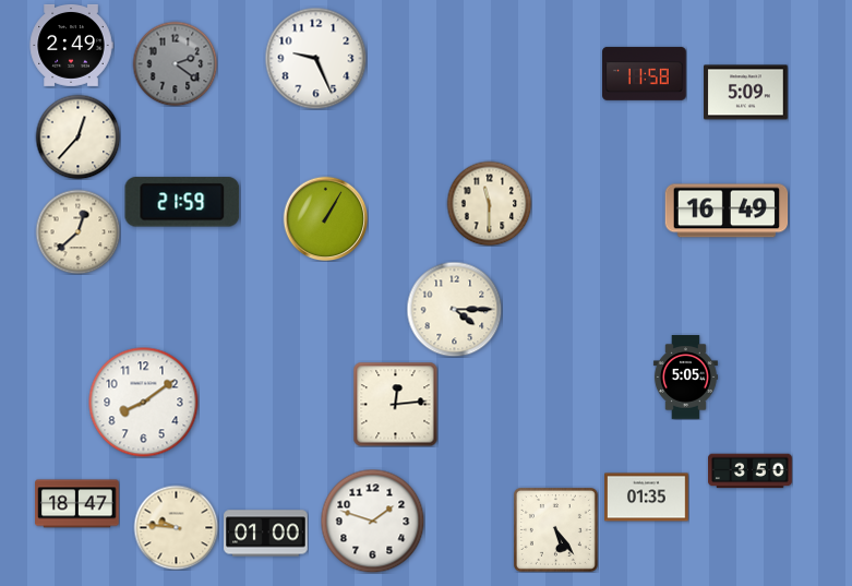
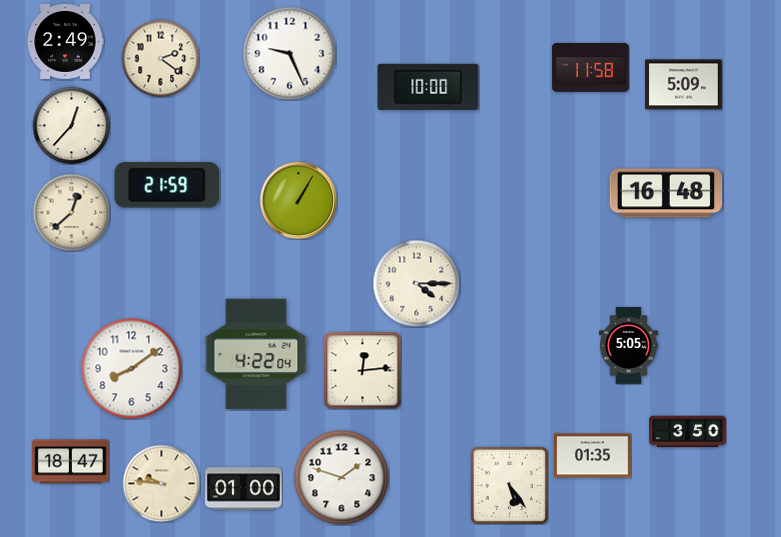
clock at (175, 63) dial: grey -> cream
clock at (428, 87): none -> 10:00
clock at (489, 203): 11:30 -> none
clock at (727, 211): 16:49 -> 16:48
clock at (256, 354): none -> 4:22
